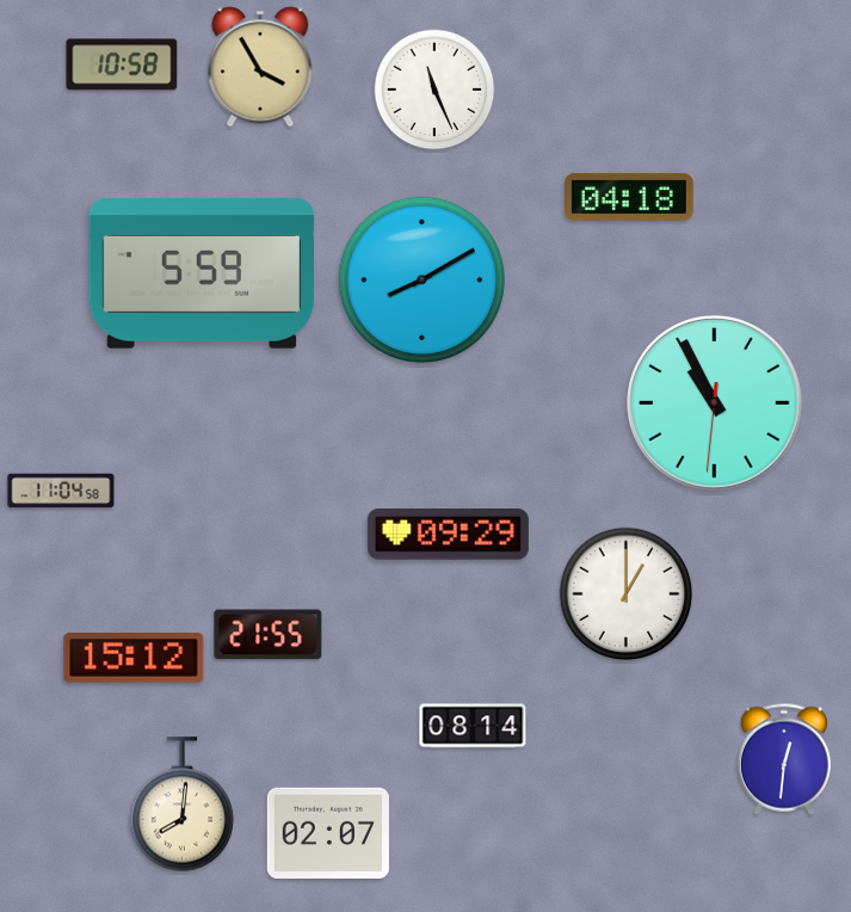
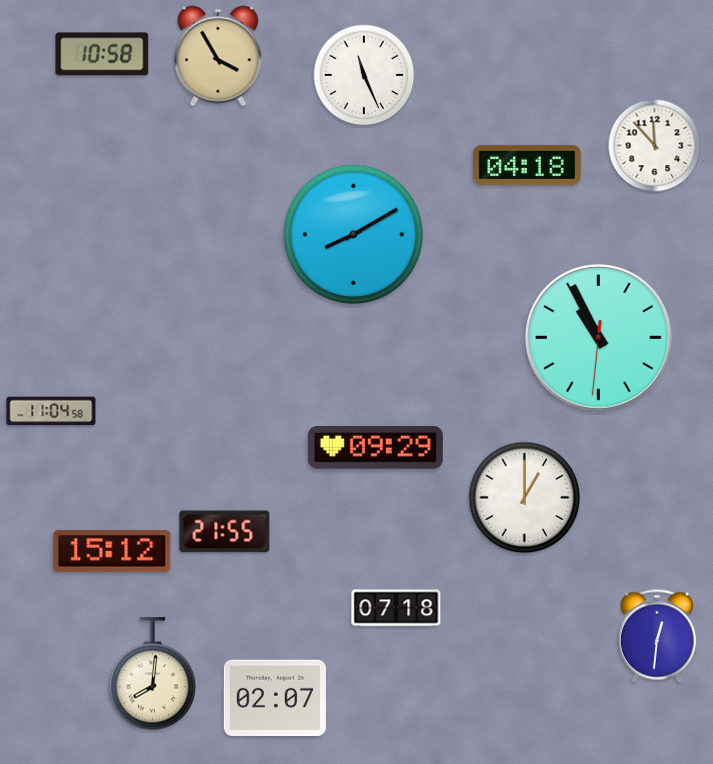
clock at (655, 146): none -> 11:53
clock at (202, 273): 5:59 -> none
clock at (473, 726): 08:14 -> 07:18
